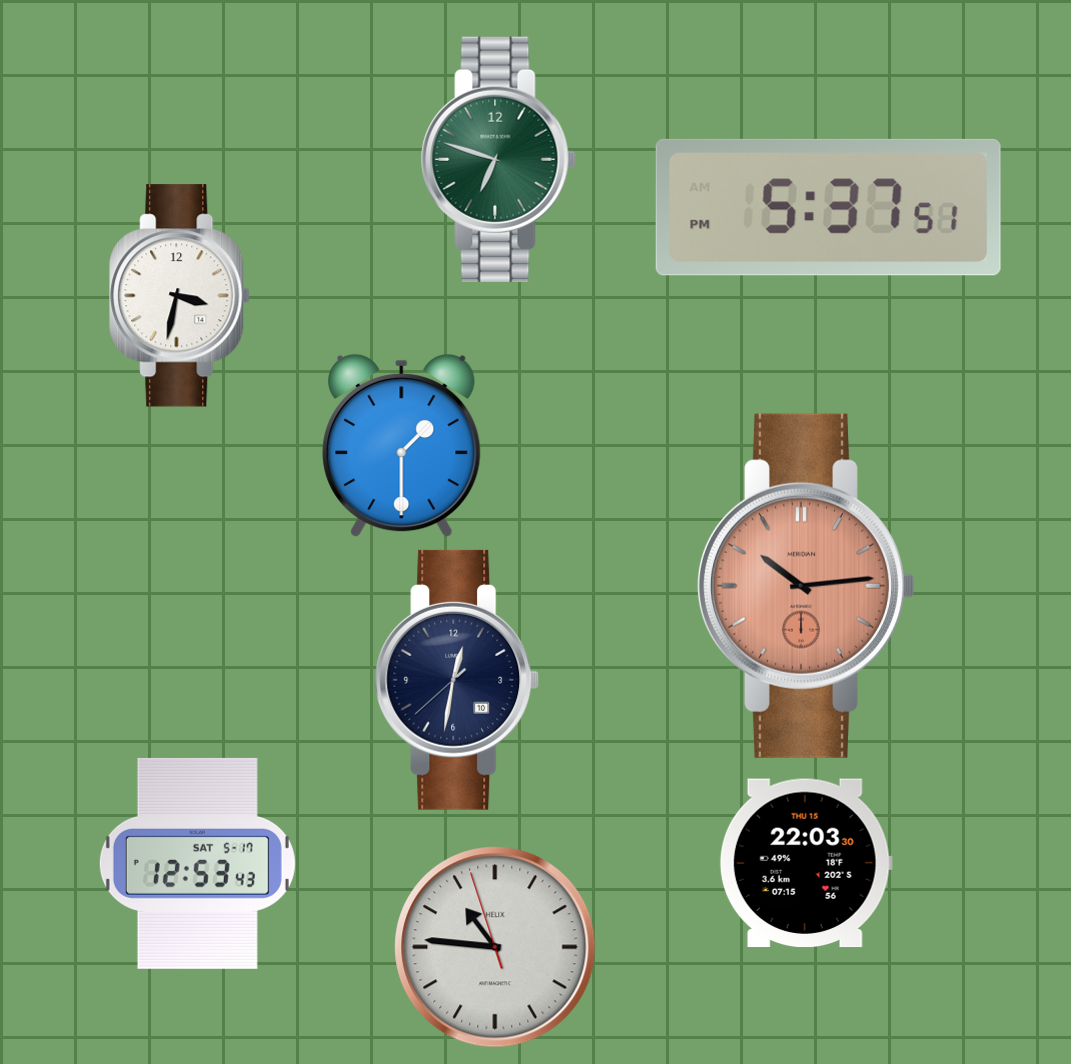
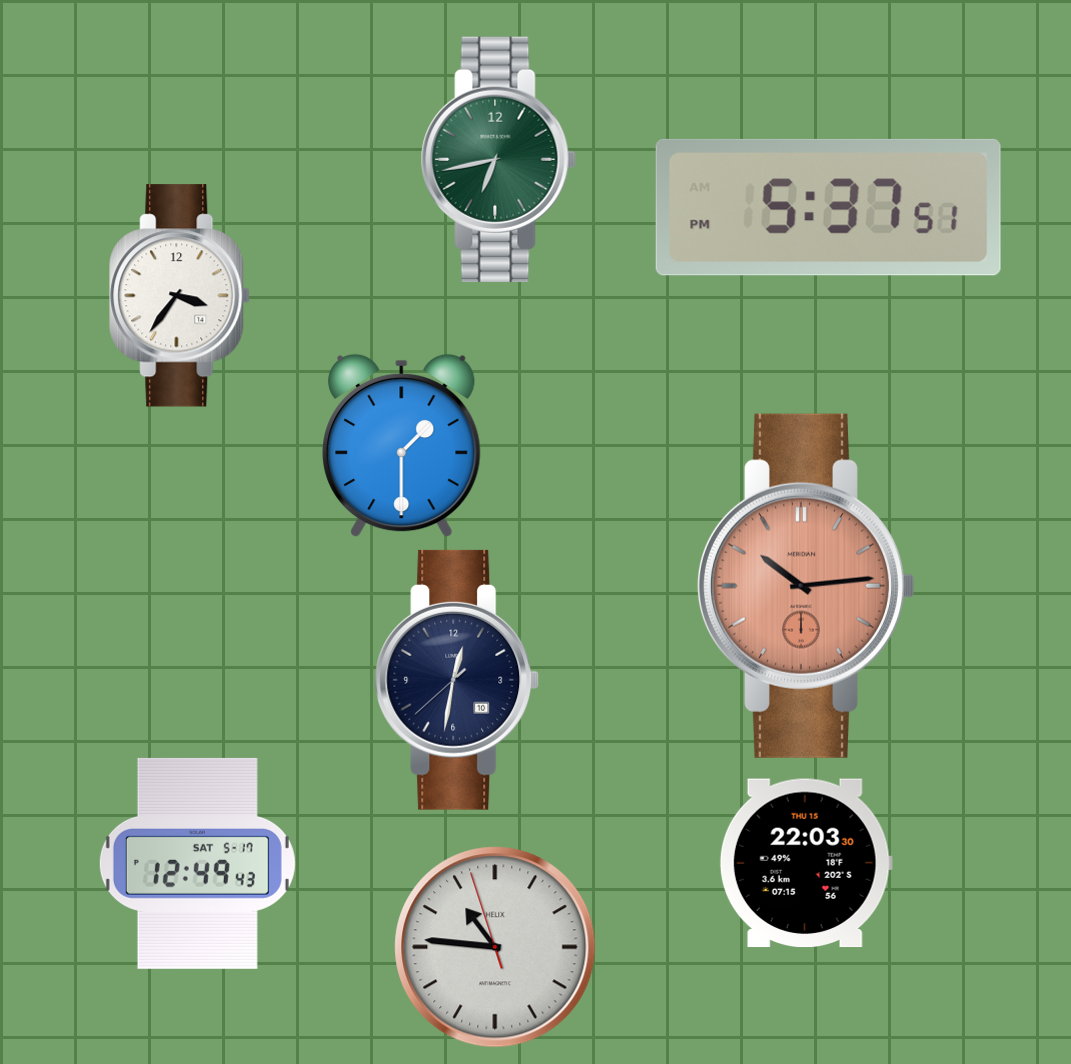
clock at (498, 159): 6:48 -> 6:43
clock at (180, 296): 3:32 -> 3:36
clock at (197, 863): 12:53 -> 12:49
